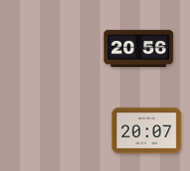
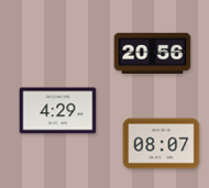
clock at (58, 111): none -> 4:29
clock at (147, 131): 20:07 -> 08:07
